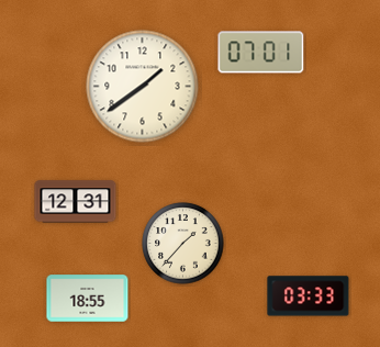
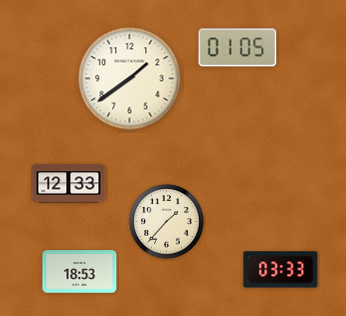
clock at (261, 53): 07:01 -> 01:05
clock at (76, 202): 12:31 -> 12:33
clock at (88, 299): 18:55 -> 18:53
